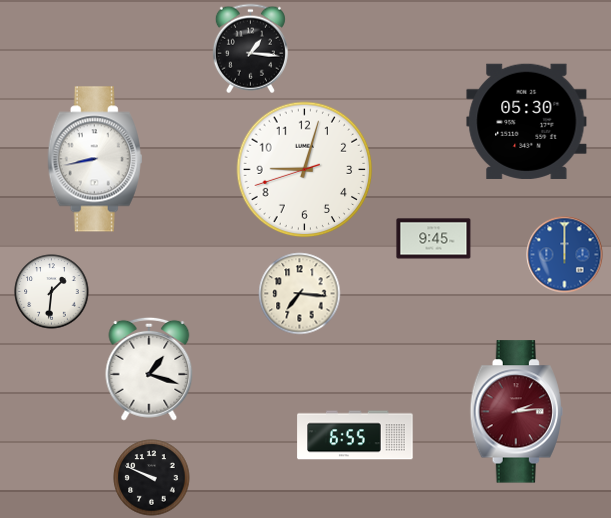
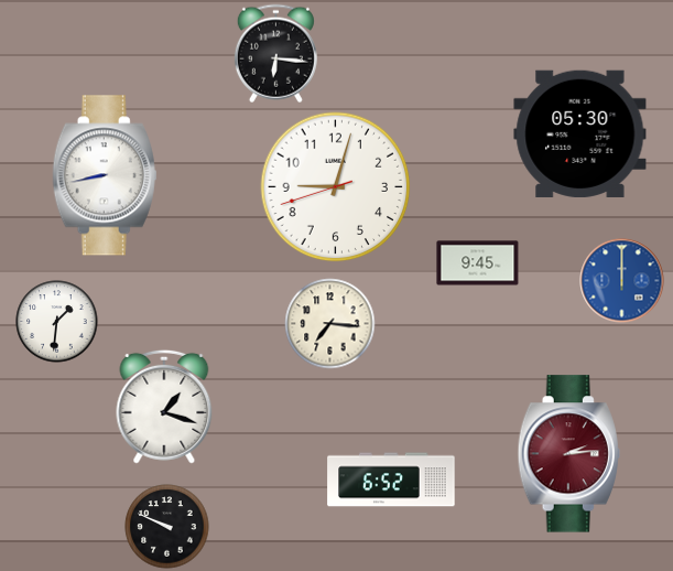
clock at (250, 49): 1:16 -> 6:16
clock at (355, 435): 6:55 -> 6:52
